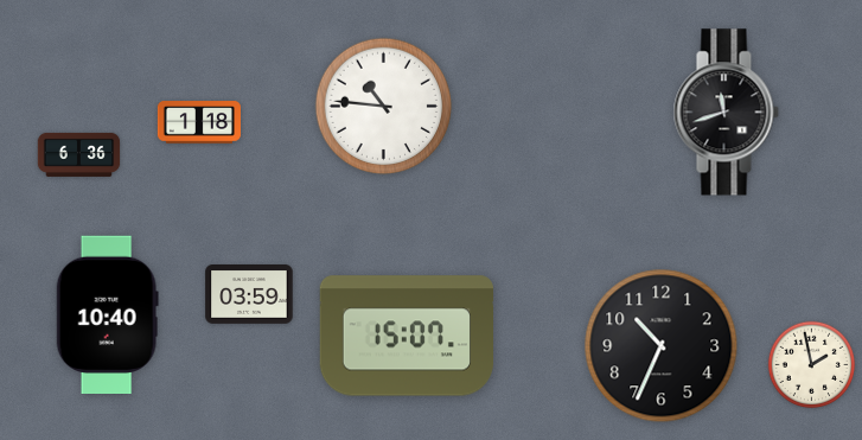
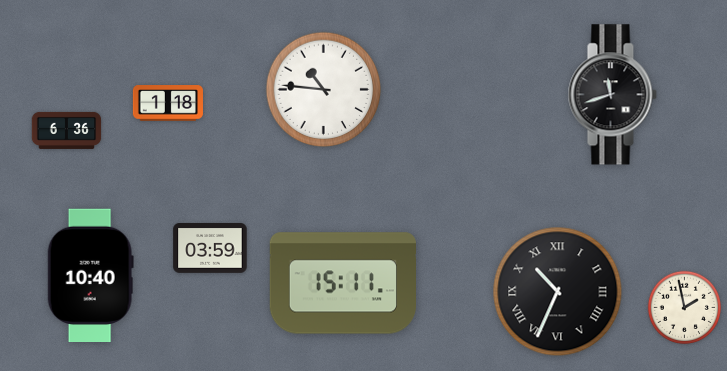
clock at (107, 314) position: (107, 314) -> (90, 275)
clock at (406, 336): 15:07 -> 15:11
clock at (662, 346) numerals: Arabic -> Roman
